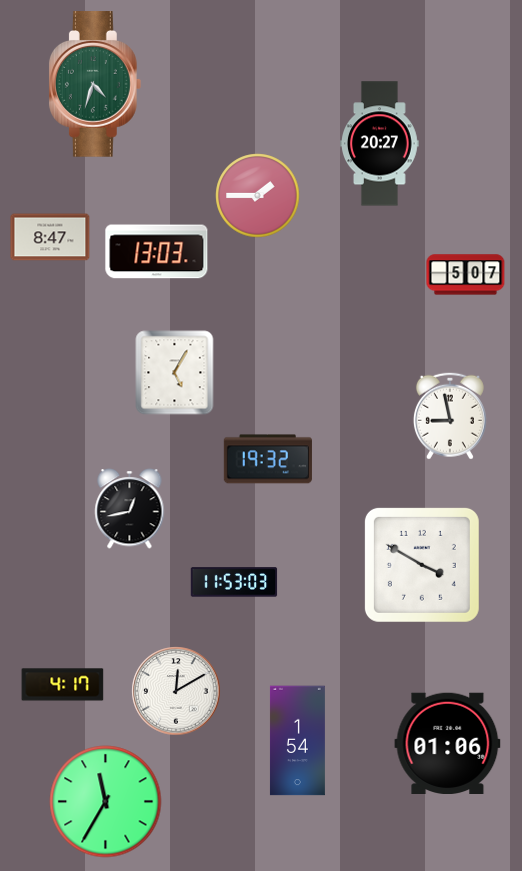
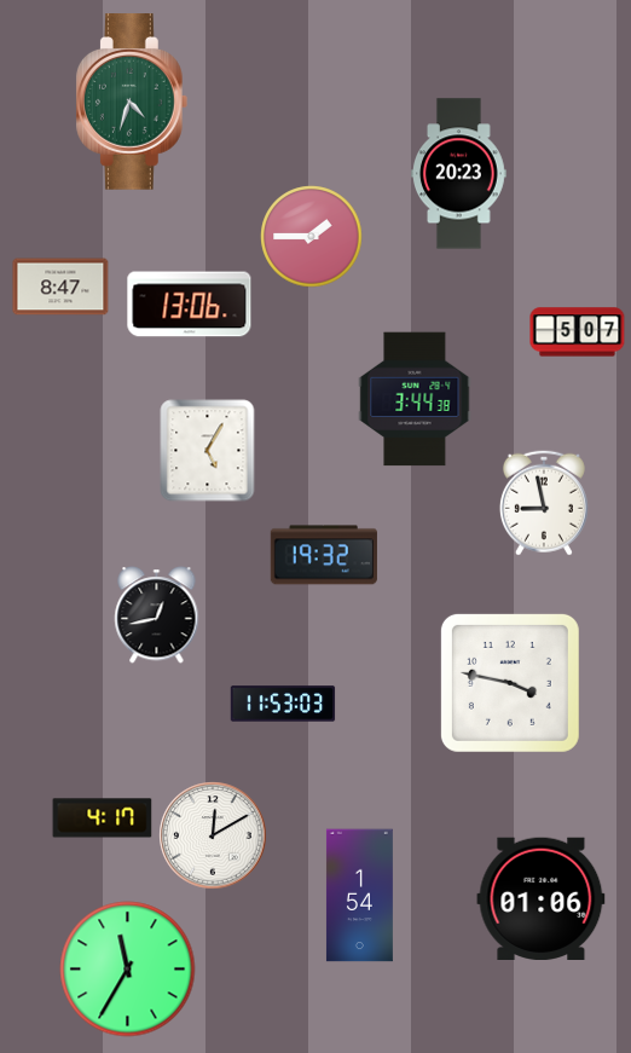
clock at (95, 84) position: (95, 84) -> (132, 102)
clock at (380, 144): 20:27 -> 20:23
clock at (157, 252): 13:03 -> 13:06
clock at (466, 275) position: (466, 275) -> (578, 332)
clock at (415, 399): none -> 3:44
clock at (175, 373) position: (175, 373) -> (208, 451)
clock at (422, 565): 3:50 -> 3:47
clock at (63, 685) position: (63, 685) -> (103, 818)
